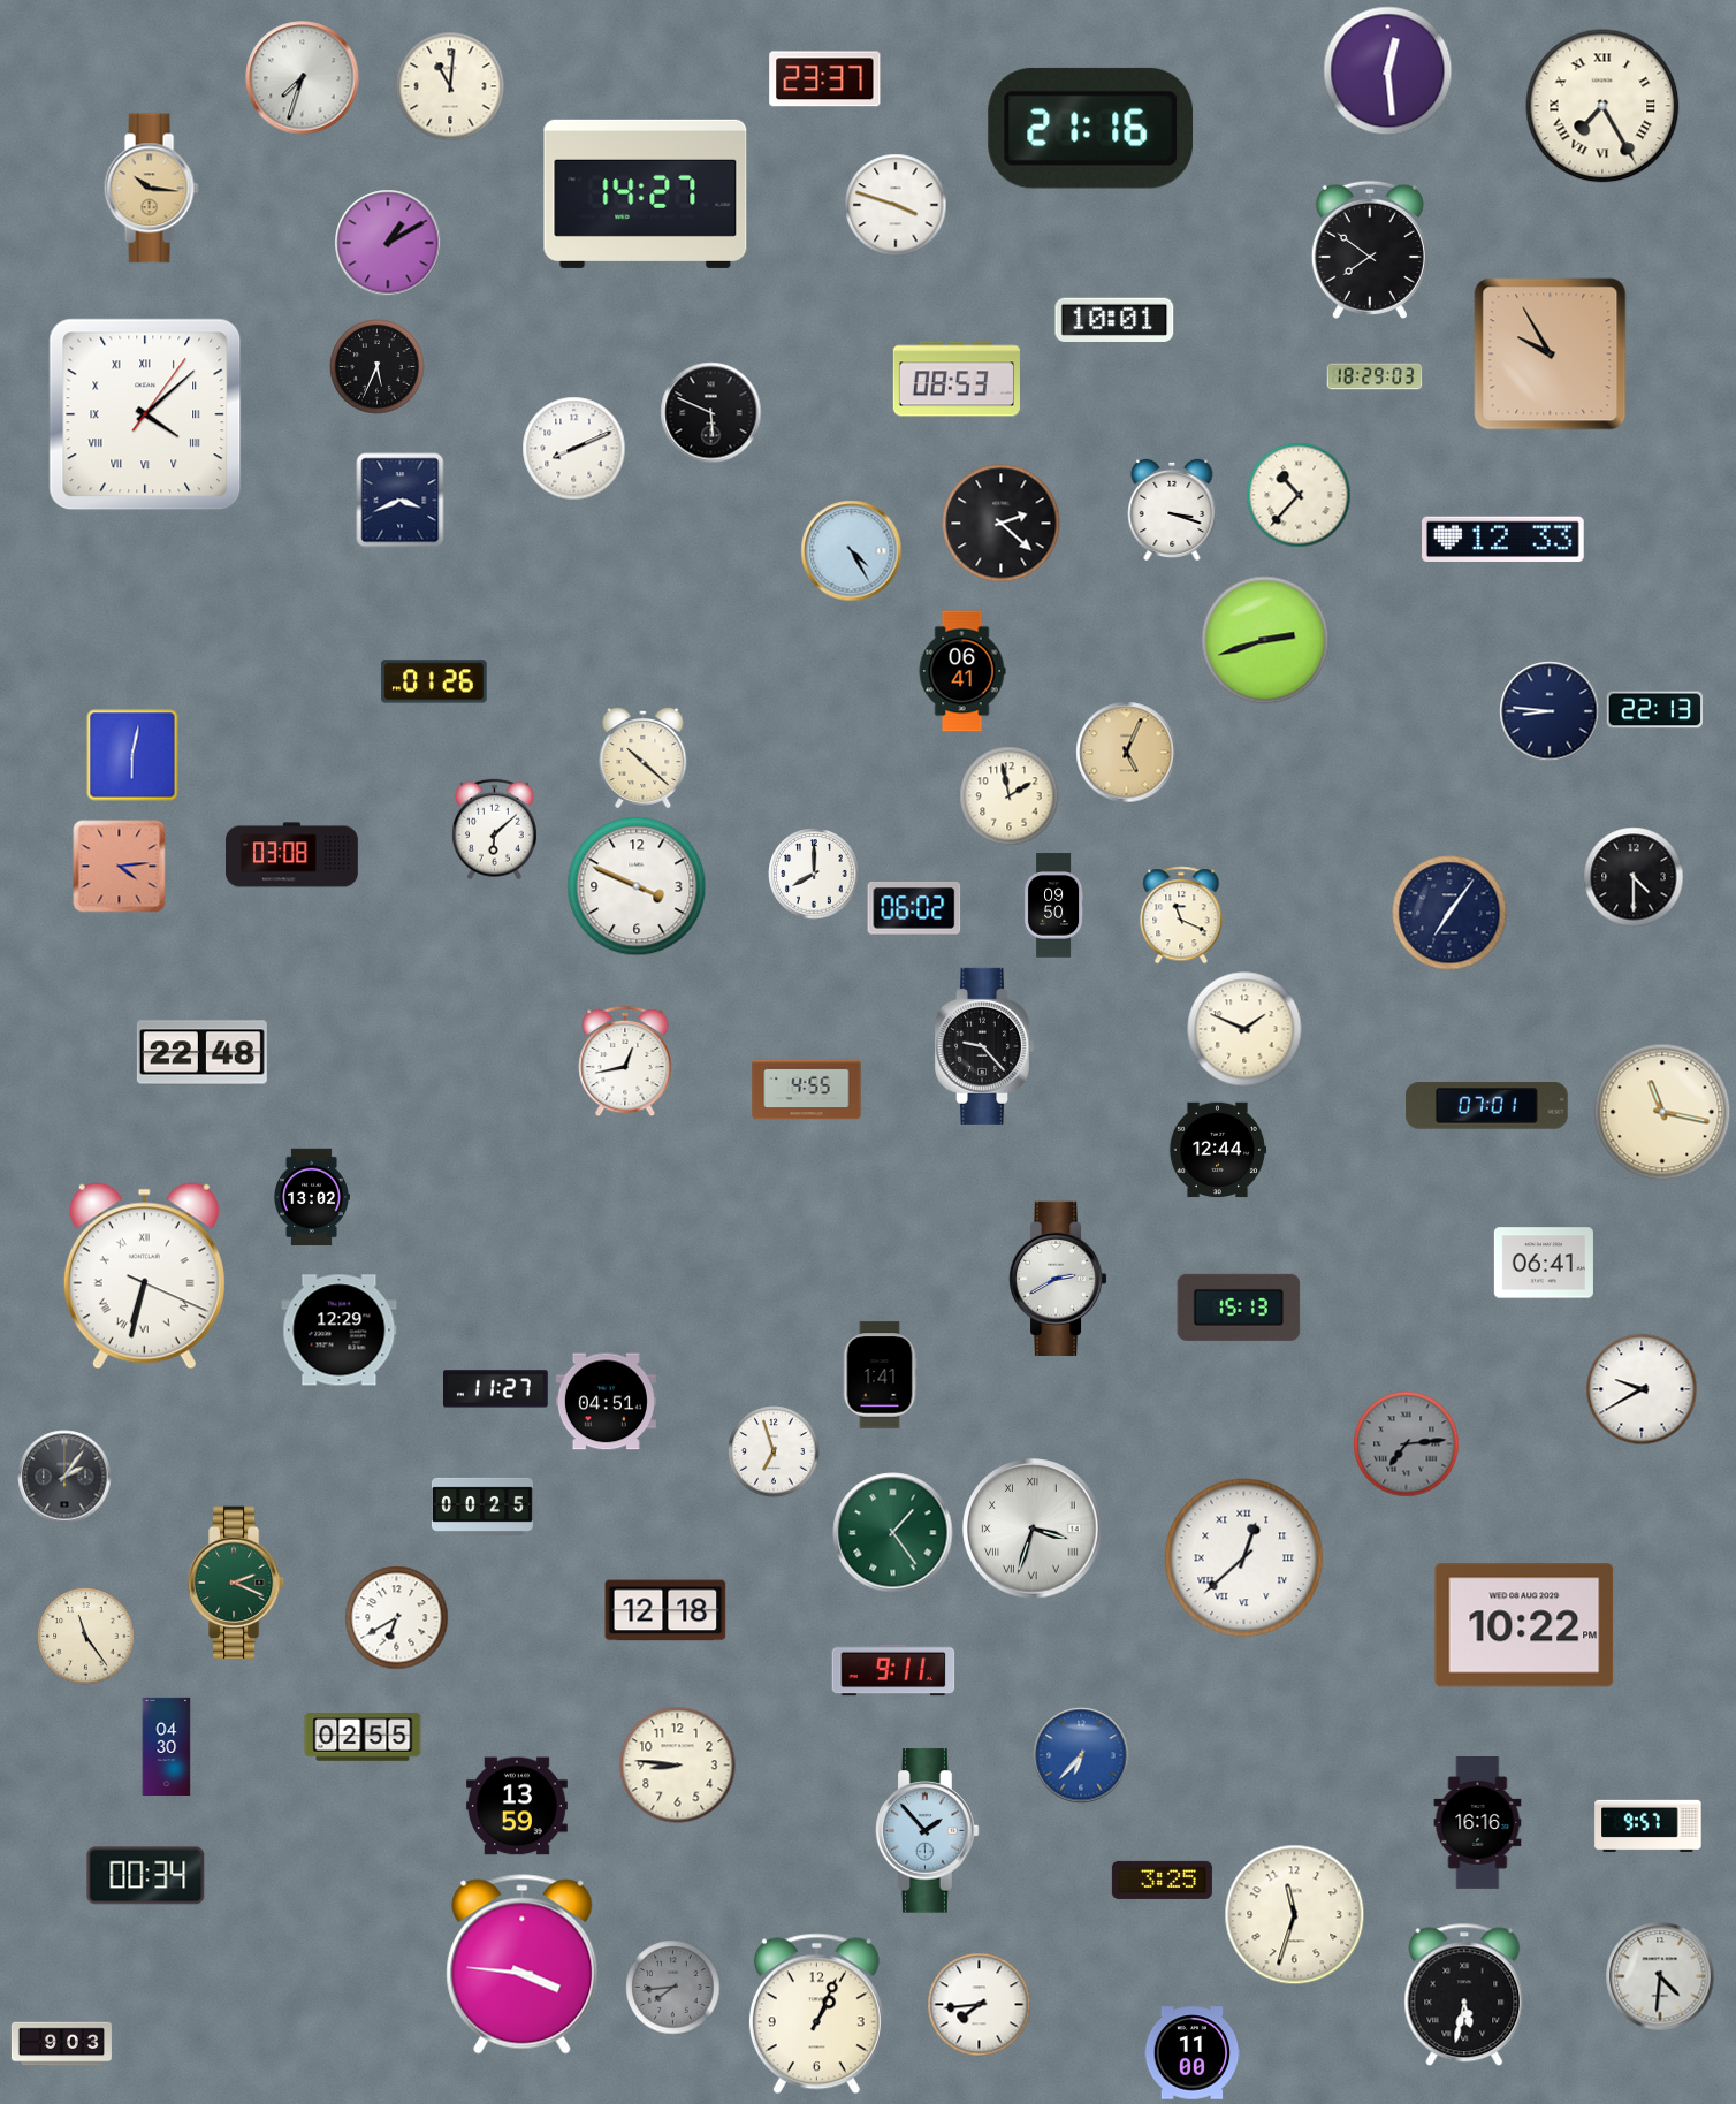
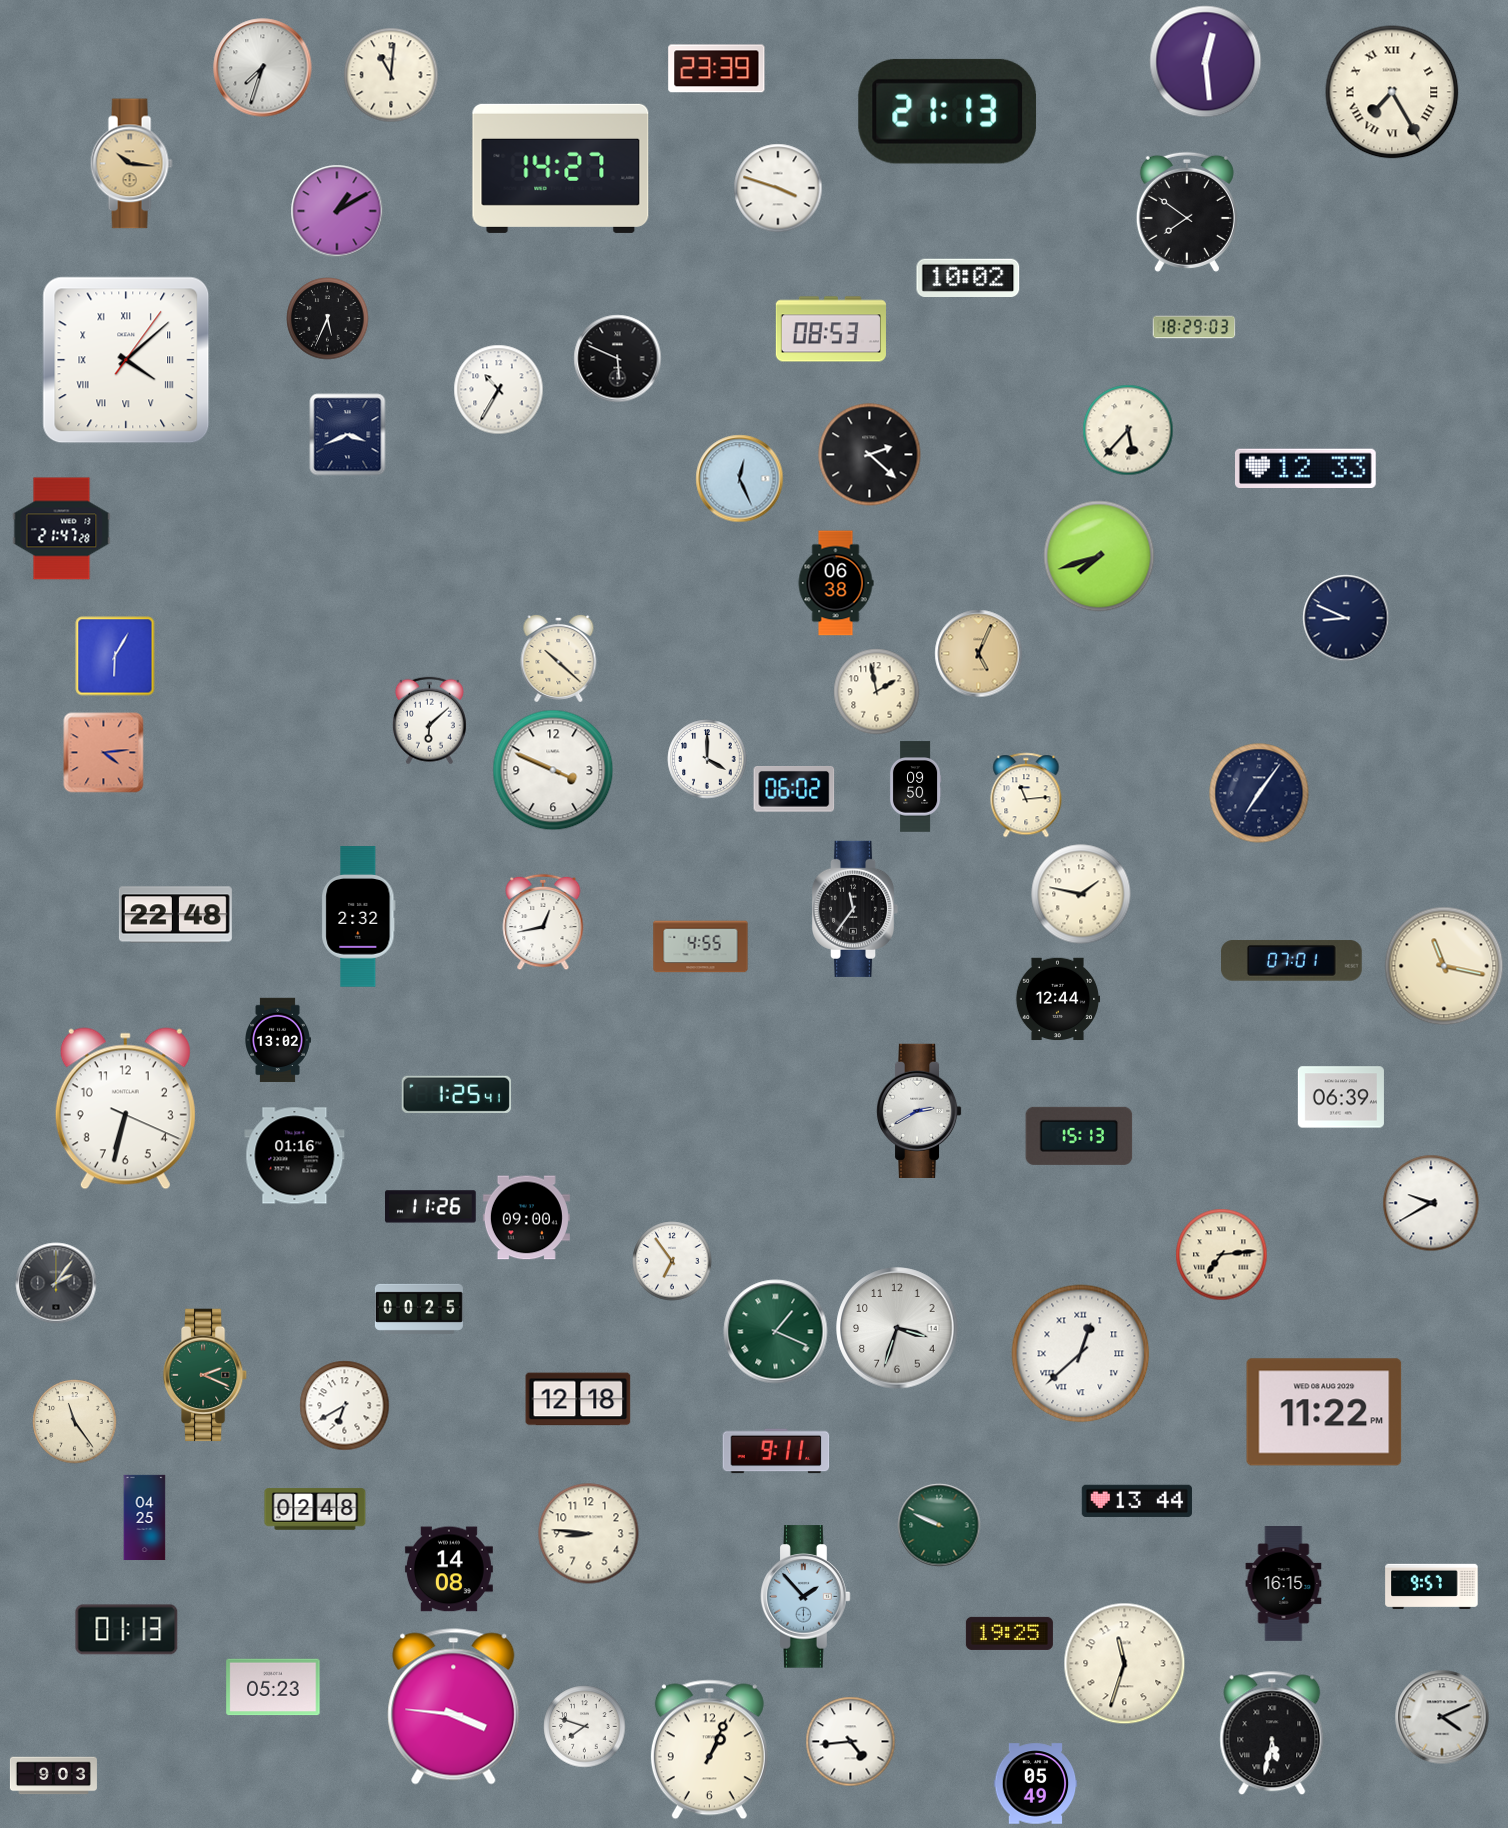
clock at (825, 79): 23:37 -> 23:39
clock at (1091, 128): 21:16 -> 21:13
clock at (896, 205) position: (896, 205) -> (778, 188)
clock at (1370, 250) position: (1370, 250) -> (1187, 212)
clock at (1114, 319): 10:01 -> 10:02
clock at (1551, 355): 9:55 -> none
clock at (574, 449): 8:11 -> 10:35
clock at (1299, 495): 10:37 -> 5:37
clock at (1172, 510): 3:18 -> none
clock at (852, 551): 4:25 -> 12:26
clock at (62, 529): none -> 21:47
clock at (1265, 640): 2:42 -> 7:42
clock at (962, 671): 06:41 -> 06:38
clock at (434, 681): 01:26 -> none
clock at (1655, 710): 22:13 -> none
clock at (1550, 711): 8:46 -> 8:49
clock at (132, 755): 6:02 -> 6:05
clock at (292, 855): 03:08 -> none
clock at (814, 874): 8:00 -> 4:00
clock at (1634, 877): 4:30 -> none
clock at (1181, 915): 11:19 -> 11:14
clock at (1244, 1029): 1:49 -> 1:47
clock at (984, 1046): 9:23 -> 11:36
clock at (359, 917): none -> 2:32
clock at (312, 1197) position: (312, 1197) -> (278, 1040)
clock at (456, 1094): none -> 1:25
clock at (1544, 1263): 06:41 -> 06:39
clock at (144, 1276) numerals: Roman -> Arabic
clock at (1239, 1308) position: (1239, 1308) -> (1079, 1136)
clock at (340, 1331): 12:29 -> 01:16
clock at (880, 1375): 1:41 -> none
clock at (496, 1389): 11:27 -> 11:26
clock at (1642, 1389) position: (1642, 1389) -> (1431, 1203)
clock at (606, 1402): 04:51 -> 09:00
clock at (1407, 1444) dial: grey -> cream
clock at (774, 1451): 6:57 -> 6:54
clock at (1033, 1529) numerals: Roman -> Arabic
clock at (893, 1533): 1:24 -> 1:19
clock at (1524, 1625): 10:22 -> 11:22
clock at (1137, 1500): none -> 13:44
clock at (363, 1737): 02:55 -> 02:48
clock at (167, 1747): 04:30 -> 04:25
clock at (1081, 1755): 6:37 -> 9:49
clock at (1081, 1755) dial: blue -> green
clock at (517, 1806): 13:59 -> 14:08
clock at (1478, 1823): 16:16 -> 16:15
clock at (928, 1831) position: (928, 1831) -> (806, 1597)
clock at (146, 1876): 00:34 -> 01:13
clock at (1162, 1880): 3:25 -> 19:25
clock at (273, 1687): none -> 05:23
clock at (1660, 1976): 4:31 -> 4:11
clock at (673, 1988): 7:44 -> 7:48
clock at (673, 1988) dial: grey -> white
clock at (980, 2005): 7:44 -> 4:44
clock at (1193, 2053): 11:00 -> 05:49
